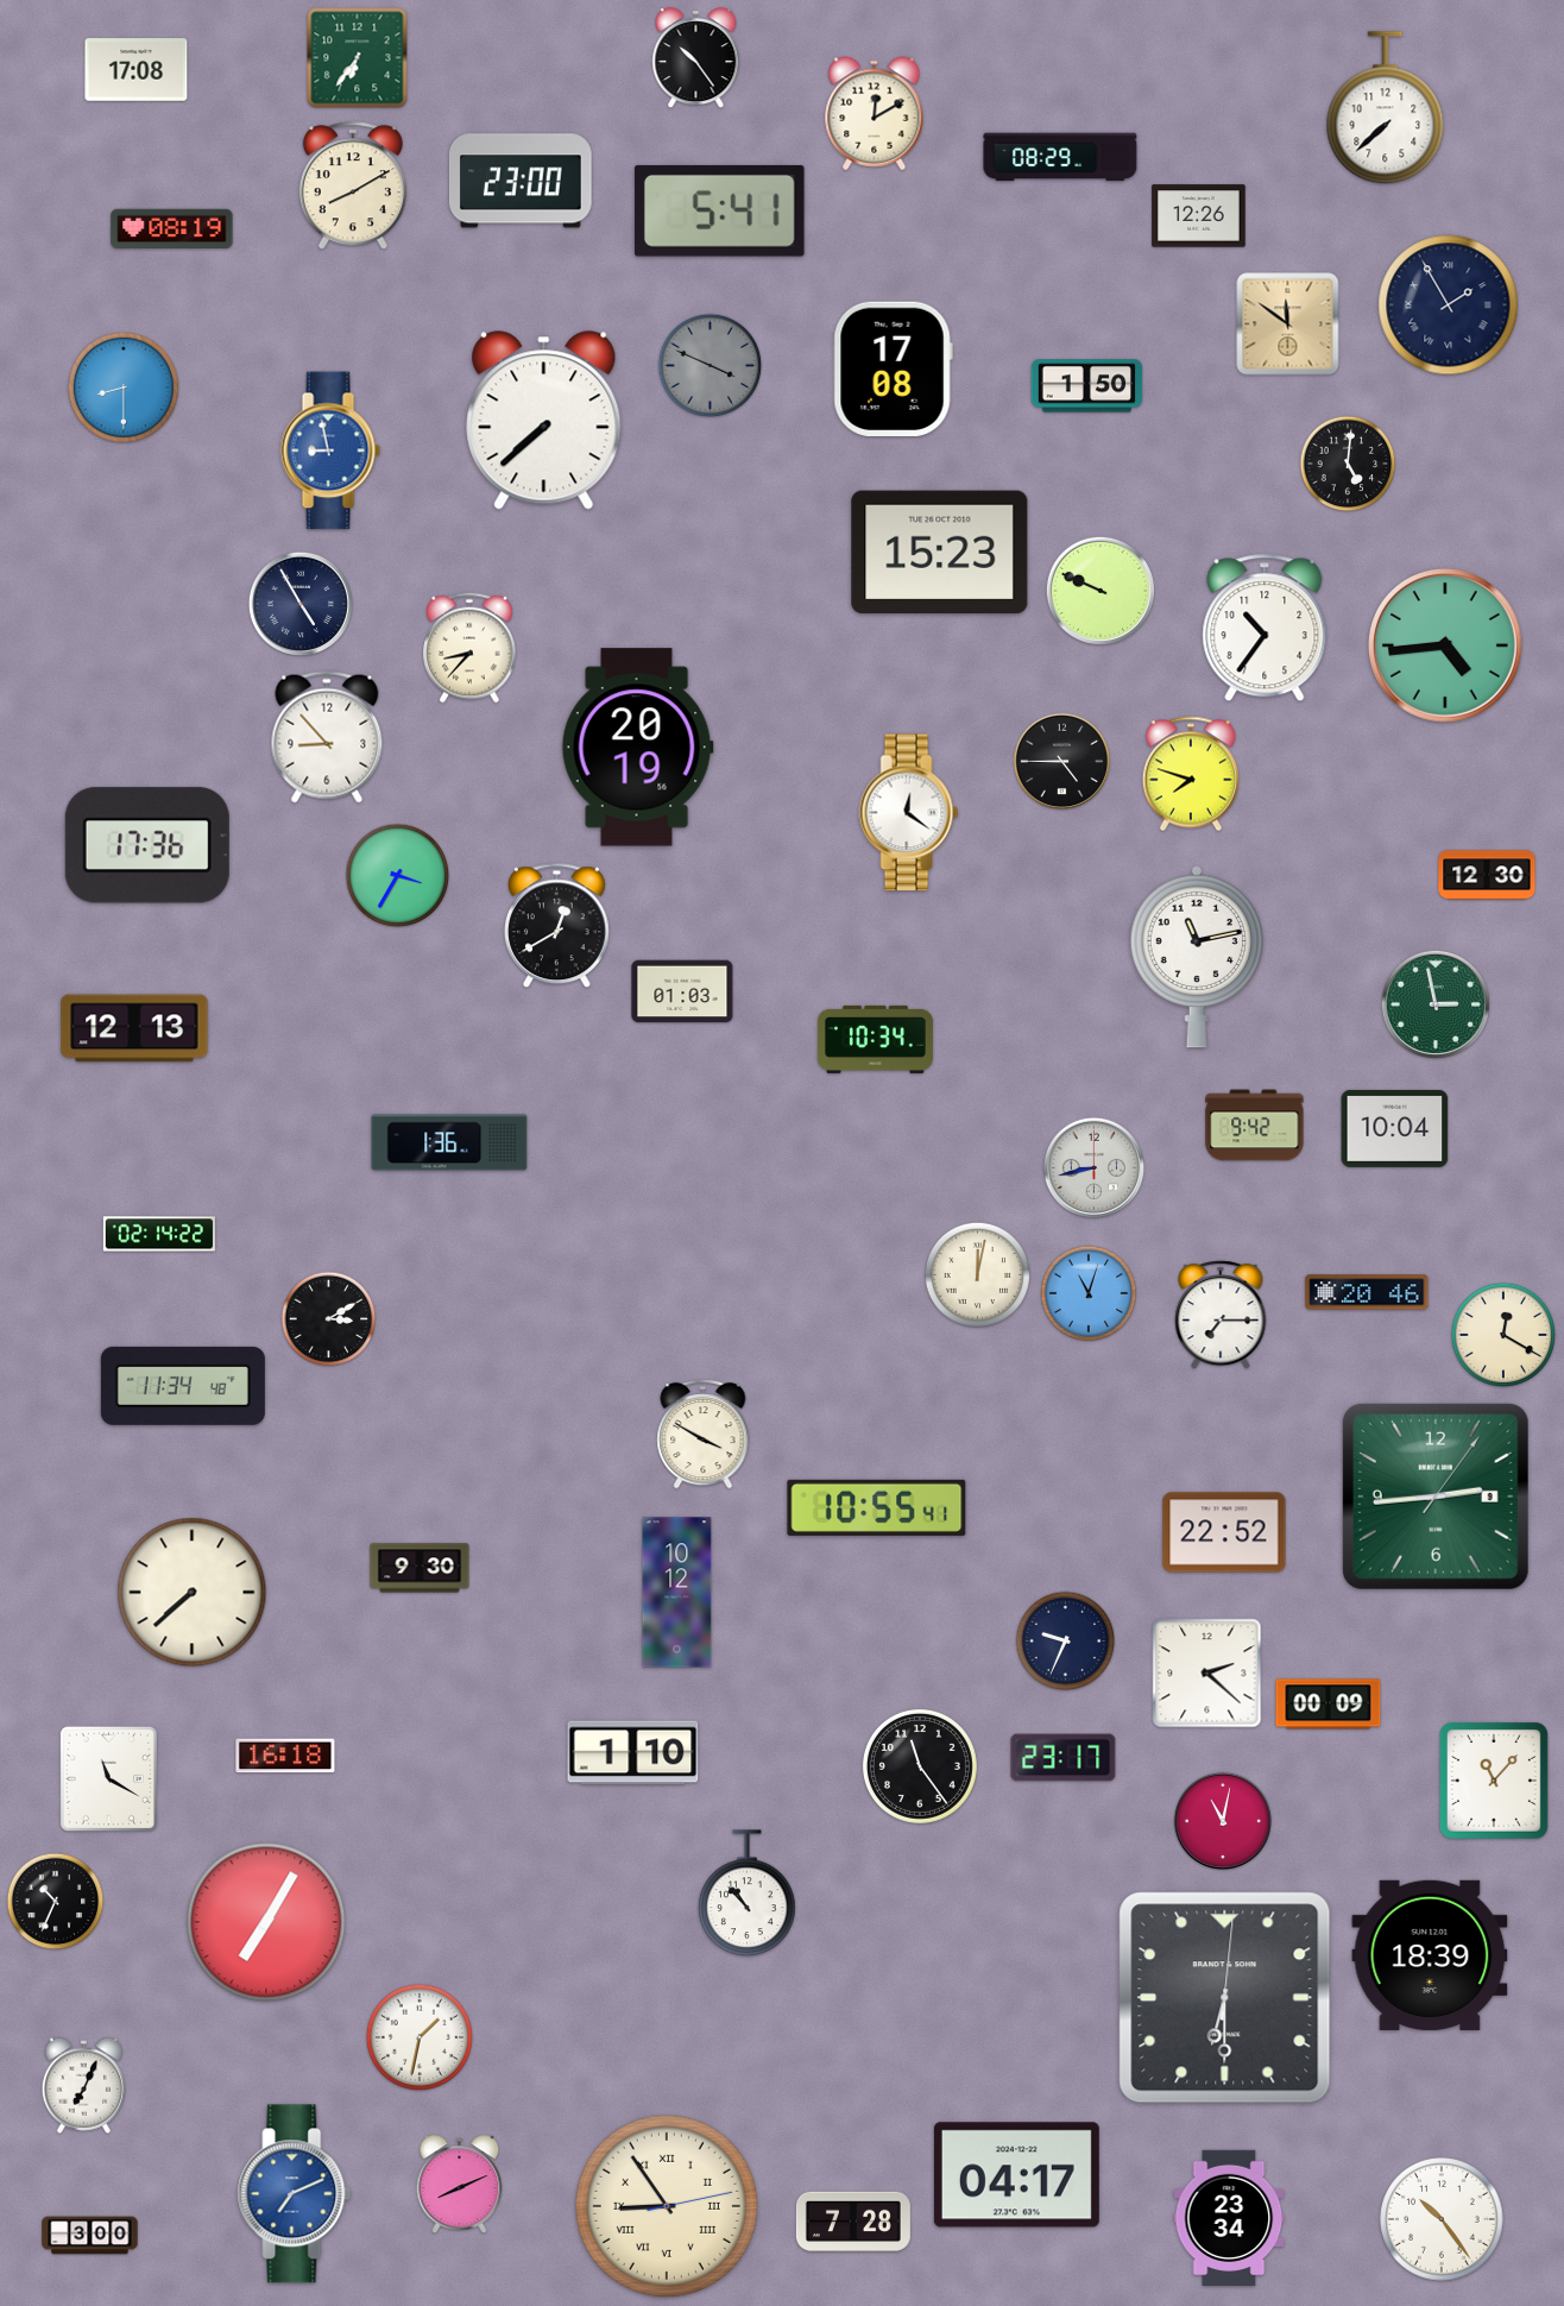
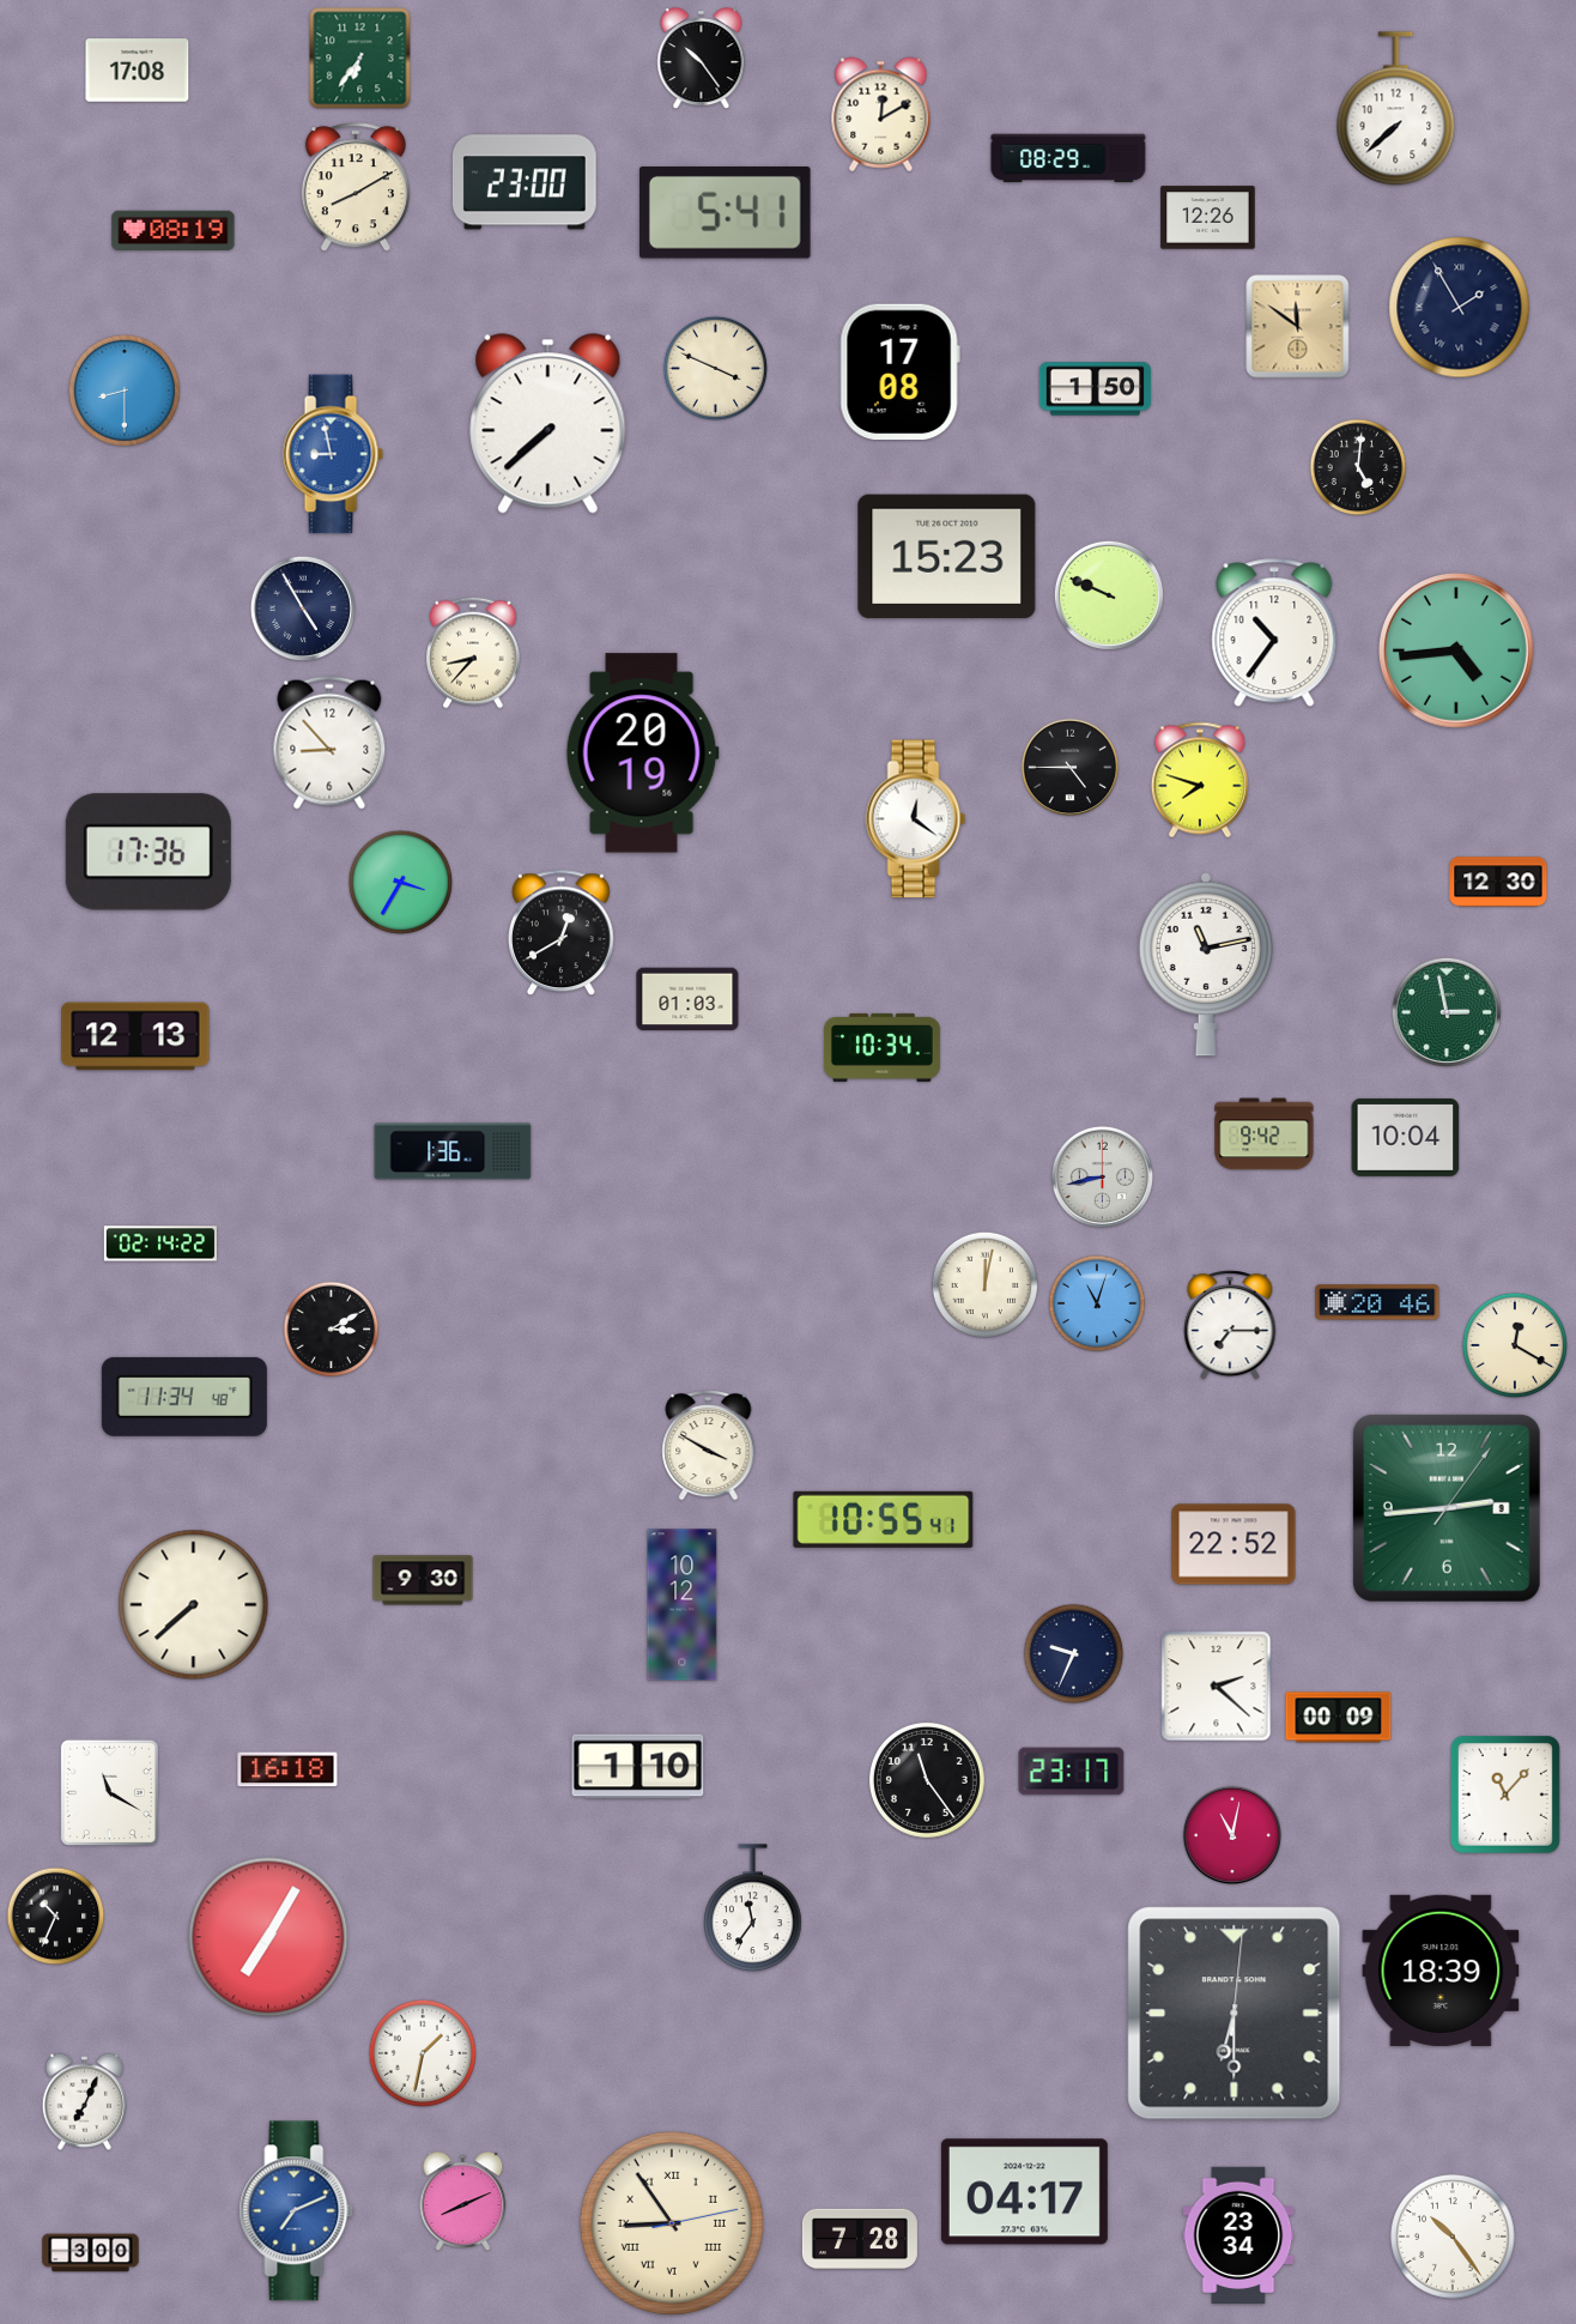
clock at (711, 366) dial: grey -> cream
clock at (748, 1892): 10:53 -> 11:36
